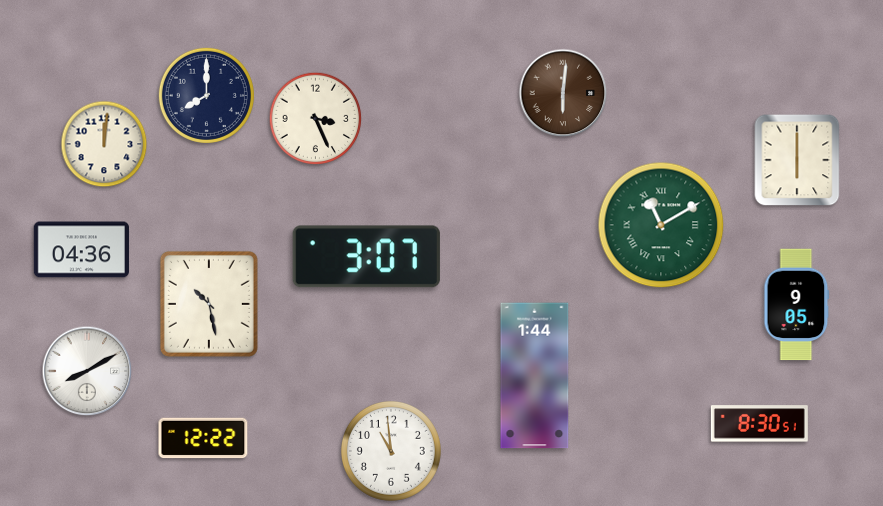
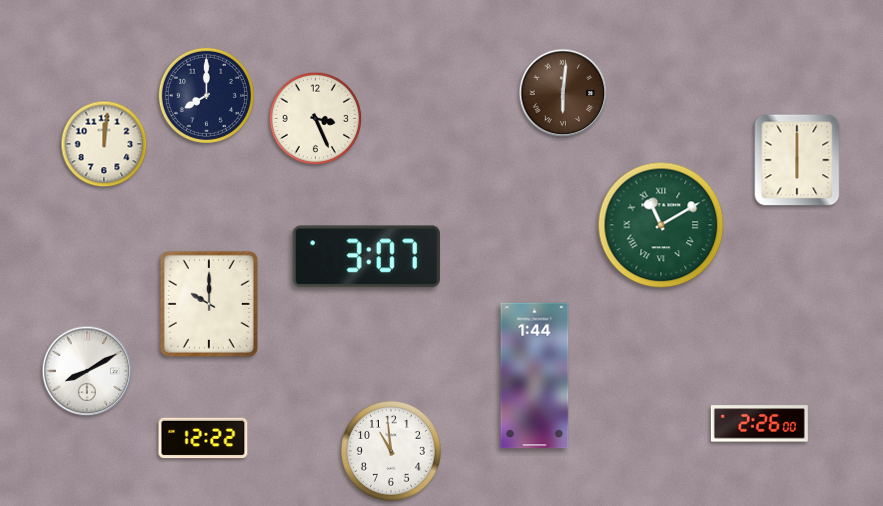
clock at (81, 250): 04:36 -> none
clock at (209, 304): 10:28 -> 10:00
clock at (797, 305): 9:05 -> none
clock at (759, 424): 8:30 -> 2:26
